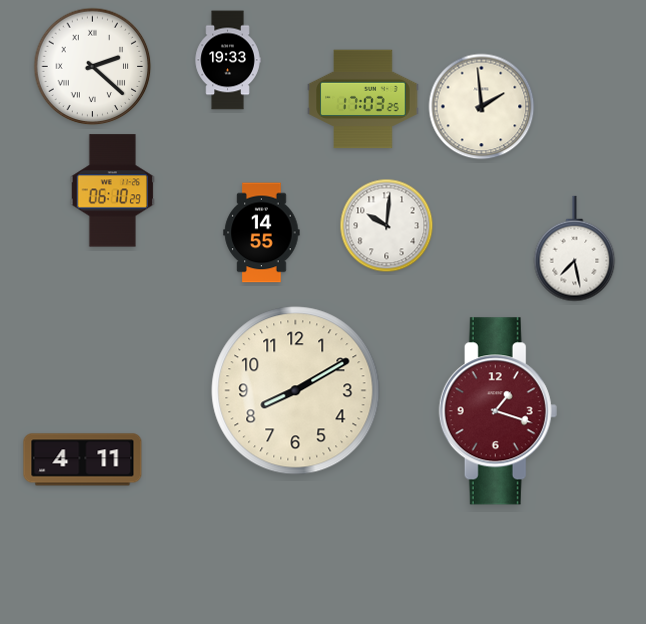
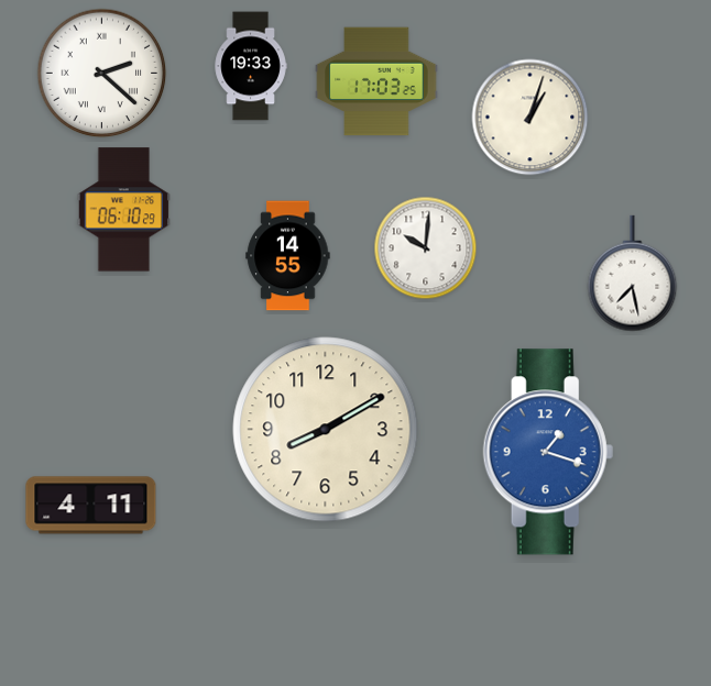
clock at (363, 99) position: (363, 99) -> (376, 81)
clock at (482, 107): 1:59 -> 1:03
clock at (498, 411) dial: burgundy -> blue
